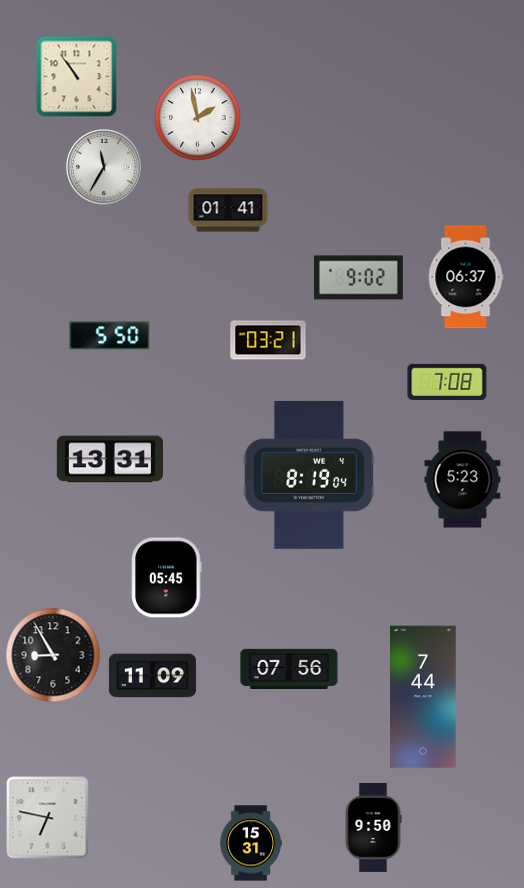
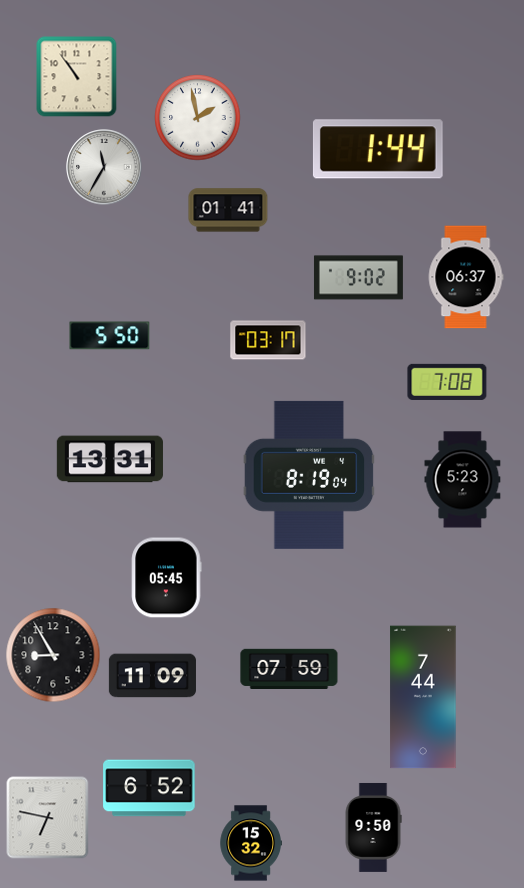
clock at (378, 149): none -> 1:44
clock at (268, 340): 03:21 -> 03:17
clock at (289, 669): 07:56 -> 07:59
clock at (149, 788): none -> 6:52
clock at (250, 843): 15:31 -> 15:32
